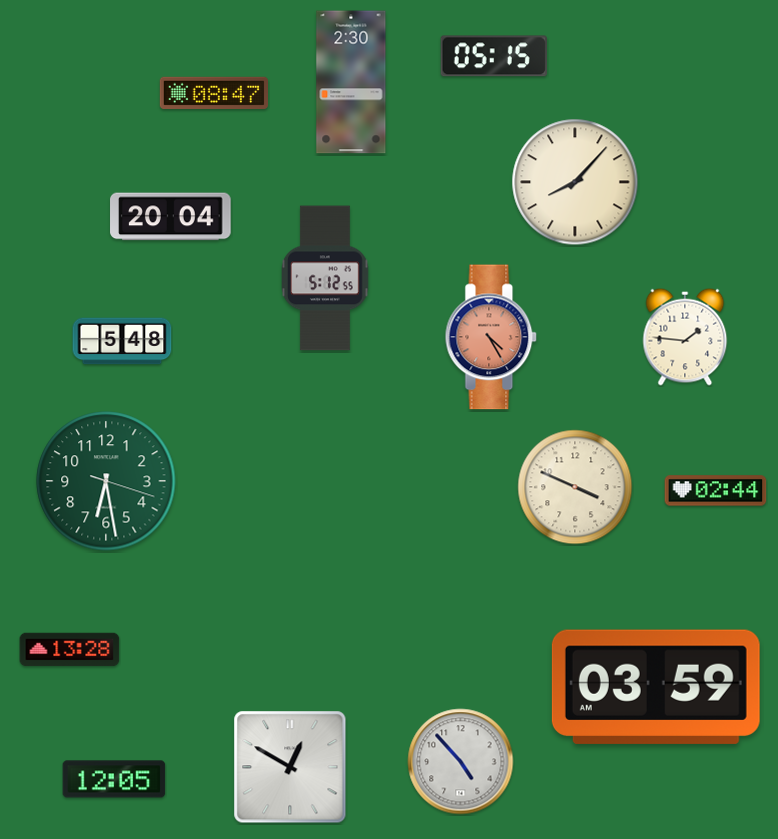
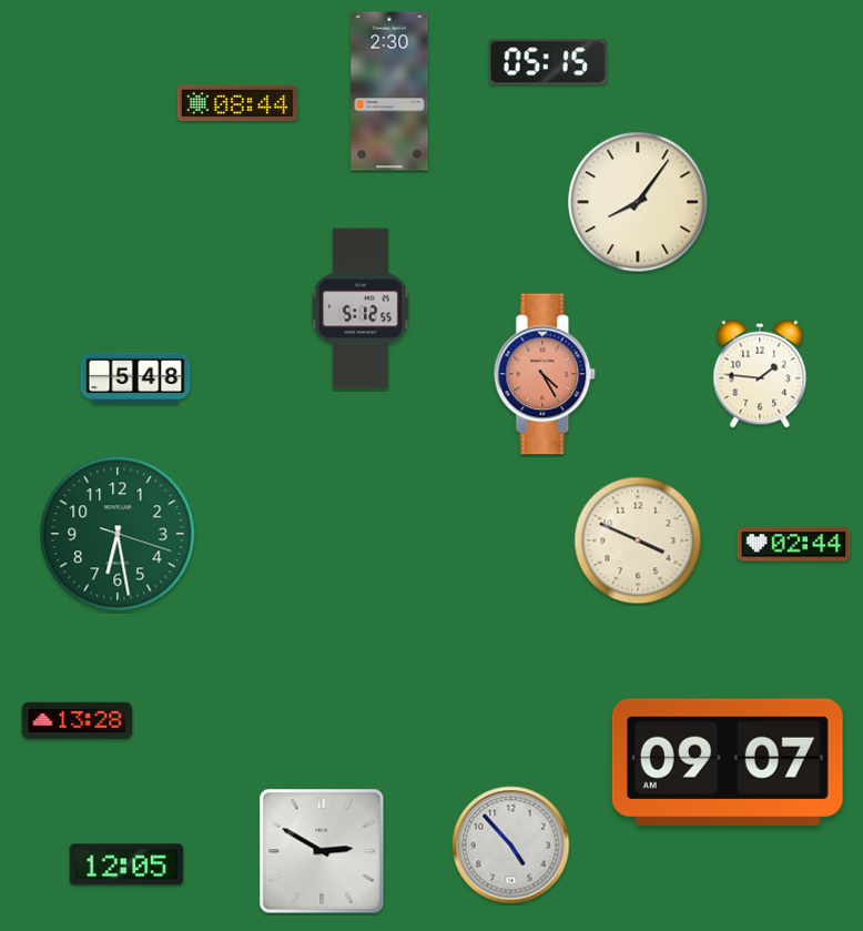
clock at (213, 93): 08:47 -> 08:44
clock at (575, 182): 8:07 -> 8:06
clock at (171, 217): 20:04 -> none
clock at (656, 687): 03:59 -> 09:07
clock at (290, 767): 12:50 -> 2:50
